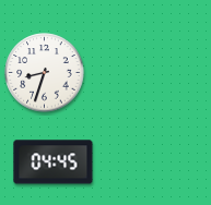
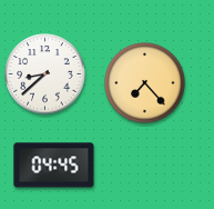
clock at (45, 73): 8:33 -> 8:38
clock at (145, 83): none -> 7:23
